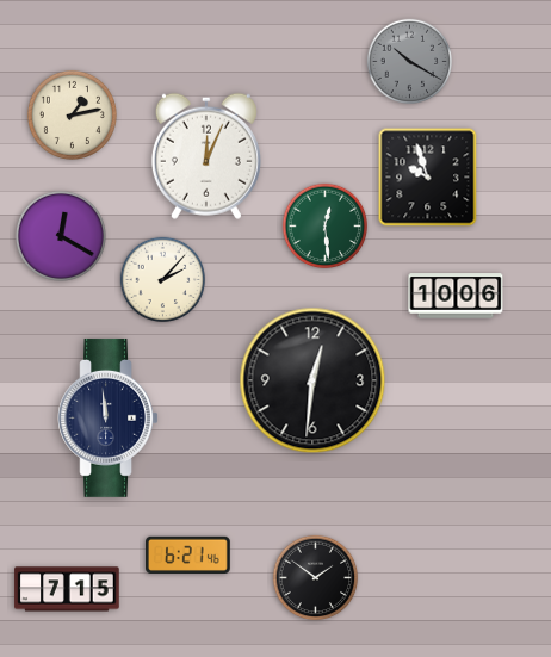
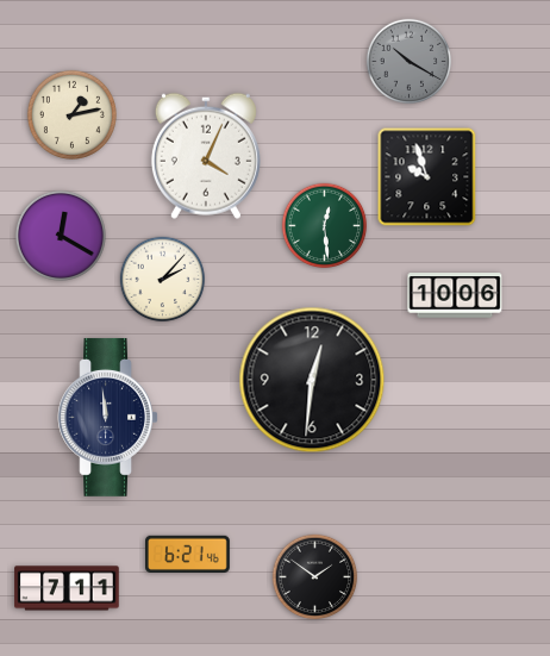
clock at (206, 156): 12:04 -> 4:04
clock at (67, 589): 7:15 -> 7:11
